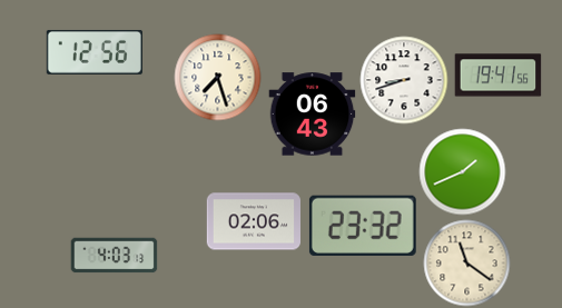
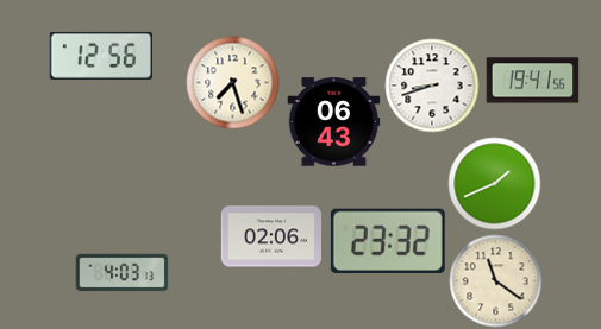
clock at (466, 262) position: (466, 262) -> (495, 280)
